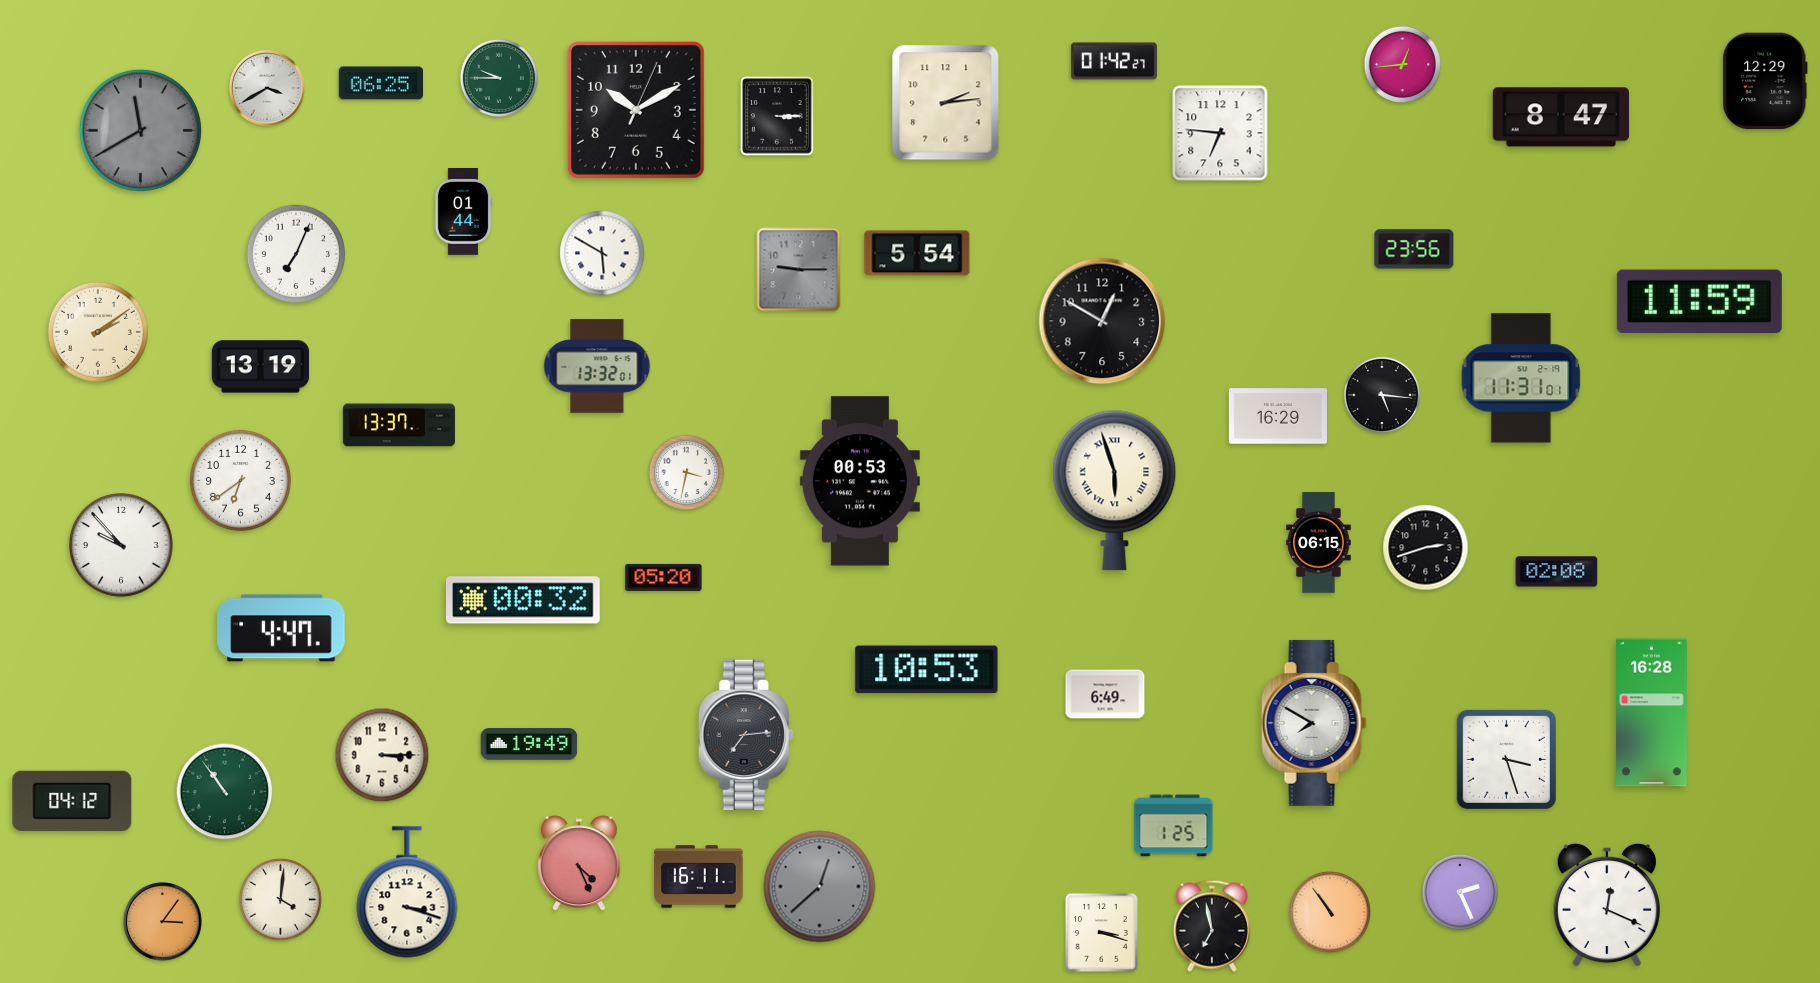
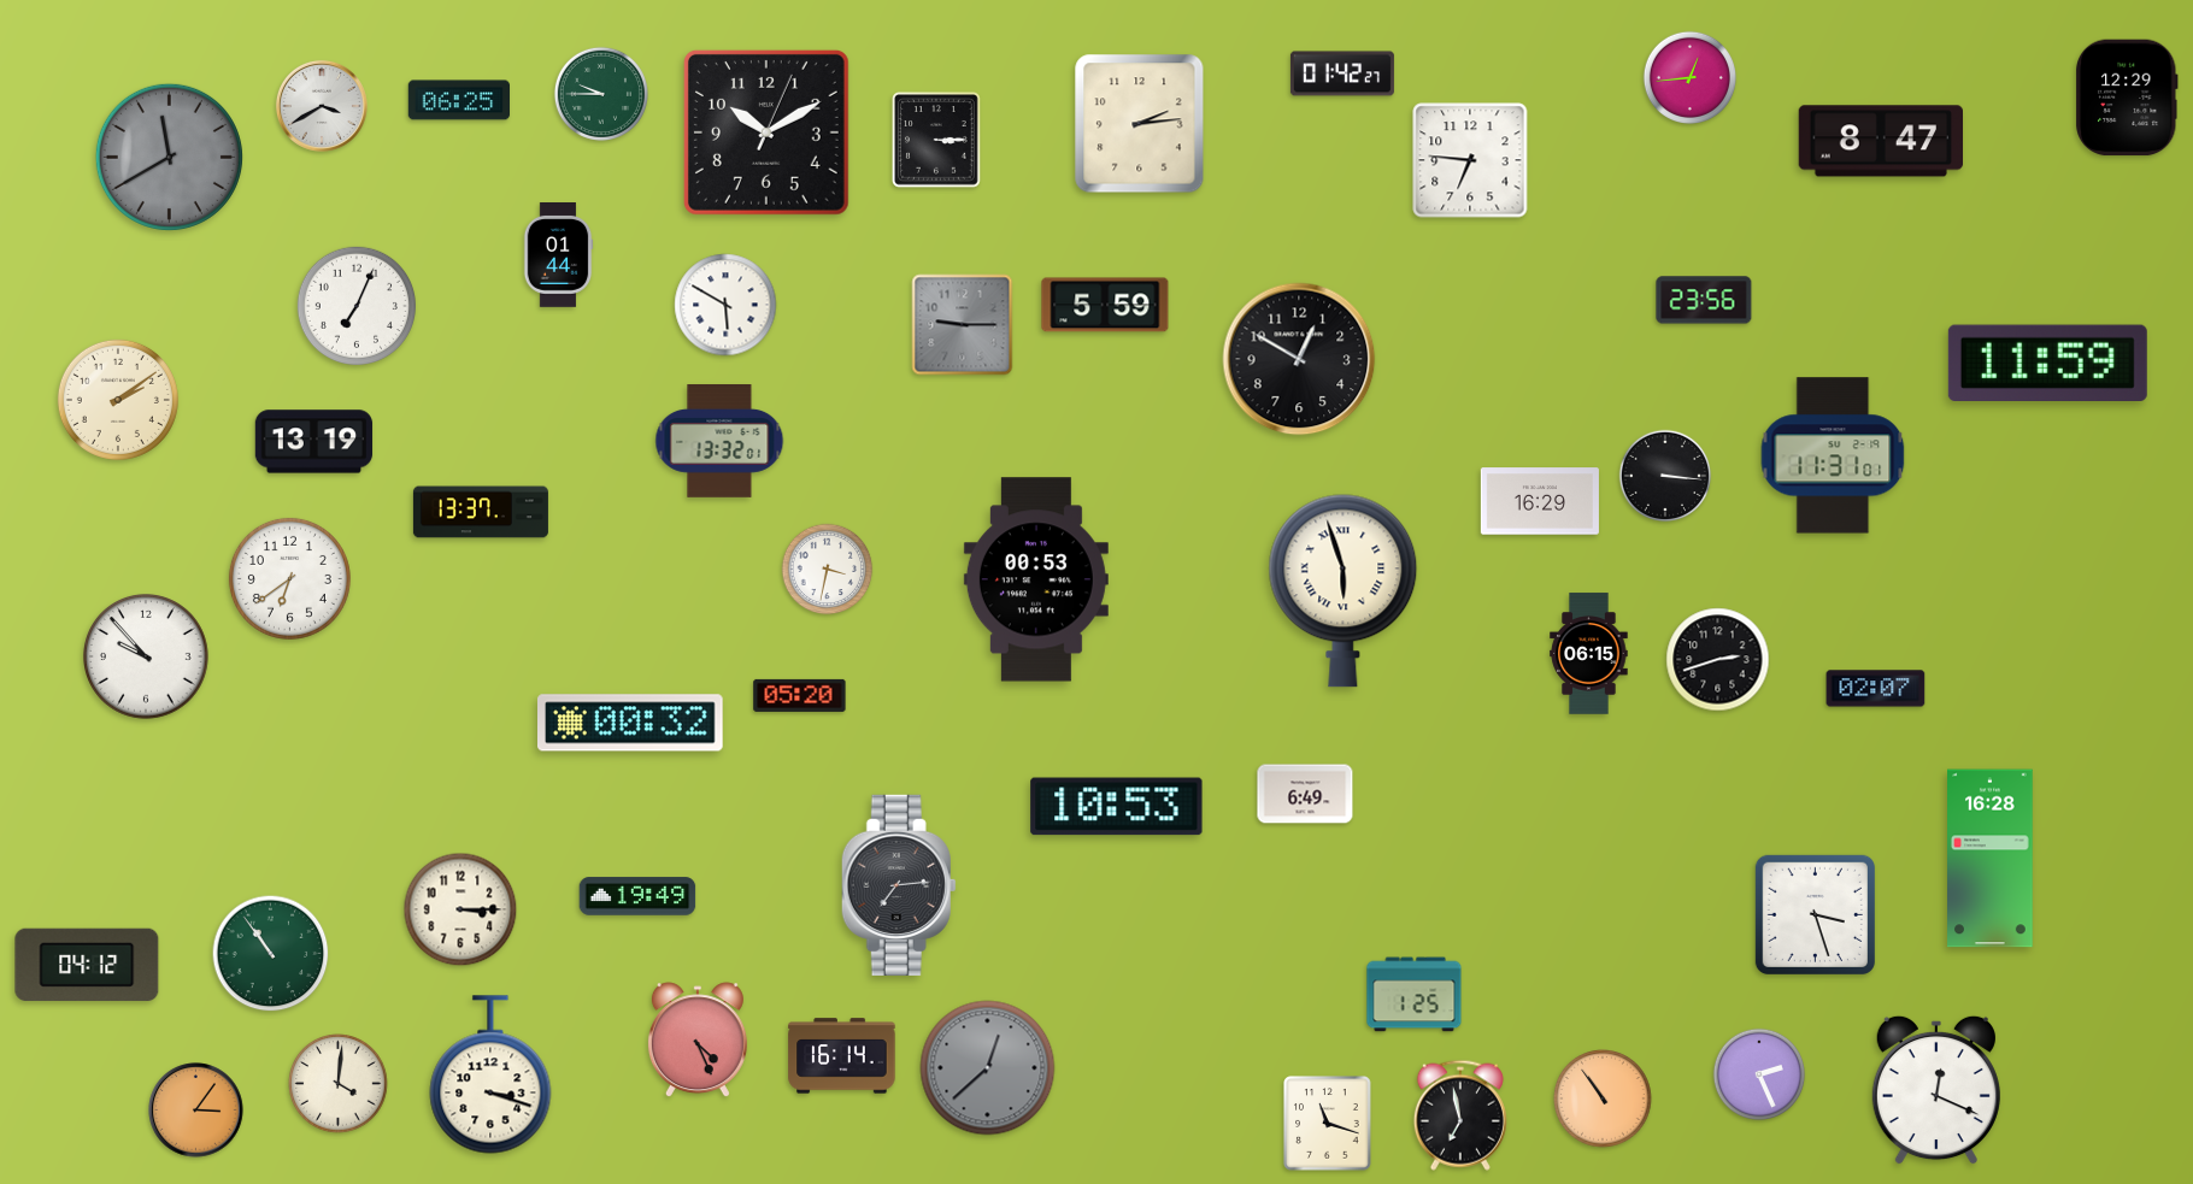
clock at (917, 253): 5:54 -> 5:59
clock at (1102, 321) position: (1102, 321) -> (1299, 359)
clock at (1382, 395): 5:16 -> 3:16
clock at (1557, 572): 02:08 -> 02:07
clock at (281, 628): 4:47 -> none
clock at (1105, 694) position: (1105, 694) -> (1305, 794)
clock at (1314, 723): 7:50 -> none
clock at (699, 877): 16:11 -> 16:14
clock at (1102, 933): 3:18 -> 11:18
